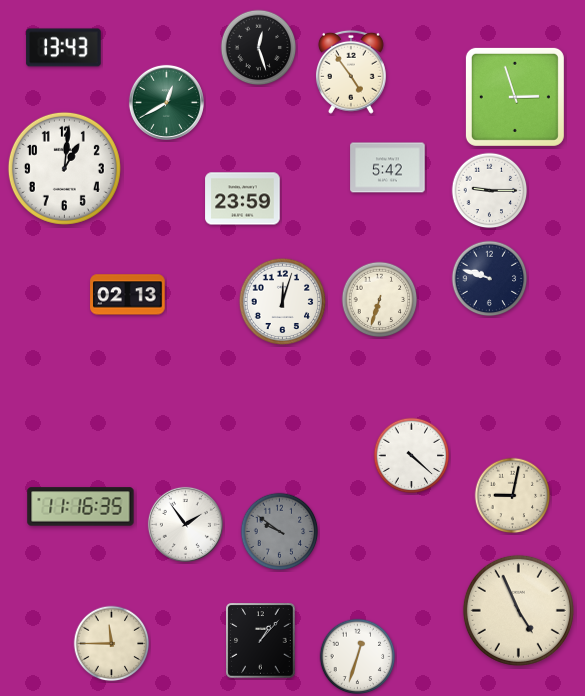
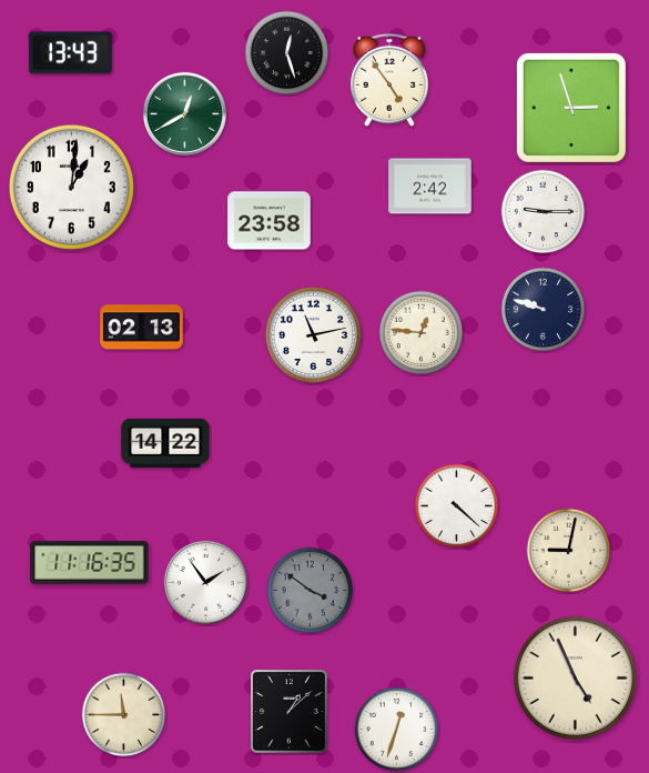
clock at (388, 168): 5:42 -> 2:42
clock at (243, 199): 23:59 -> 23:58
clock at (380, 300): 6:33 -> 12:46
clock at (283, 302): 12:03 -> 11:13
clock at (165, 443): none -> 14:22
clock at (280, 532): 9:51 -> 3:51
clock at (261, 641): 1:07 -> 1:08
